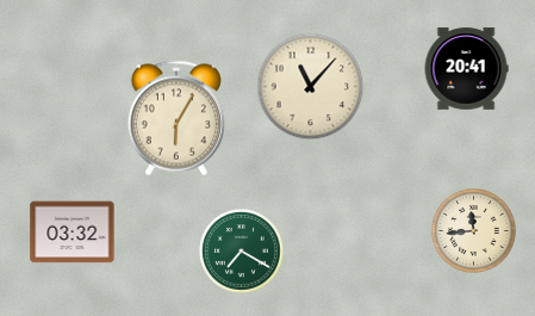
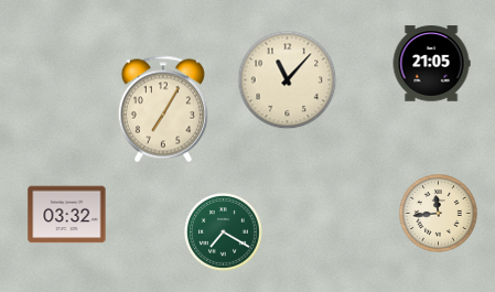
clock at (466, 69): 20:41 -> 21:05
clock at (176, 118): 6:05 -> 7:05
